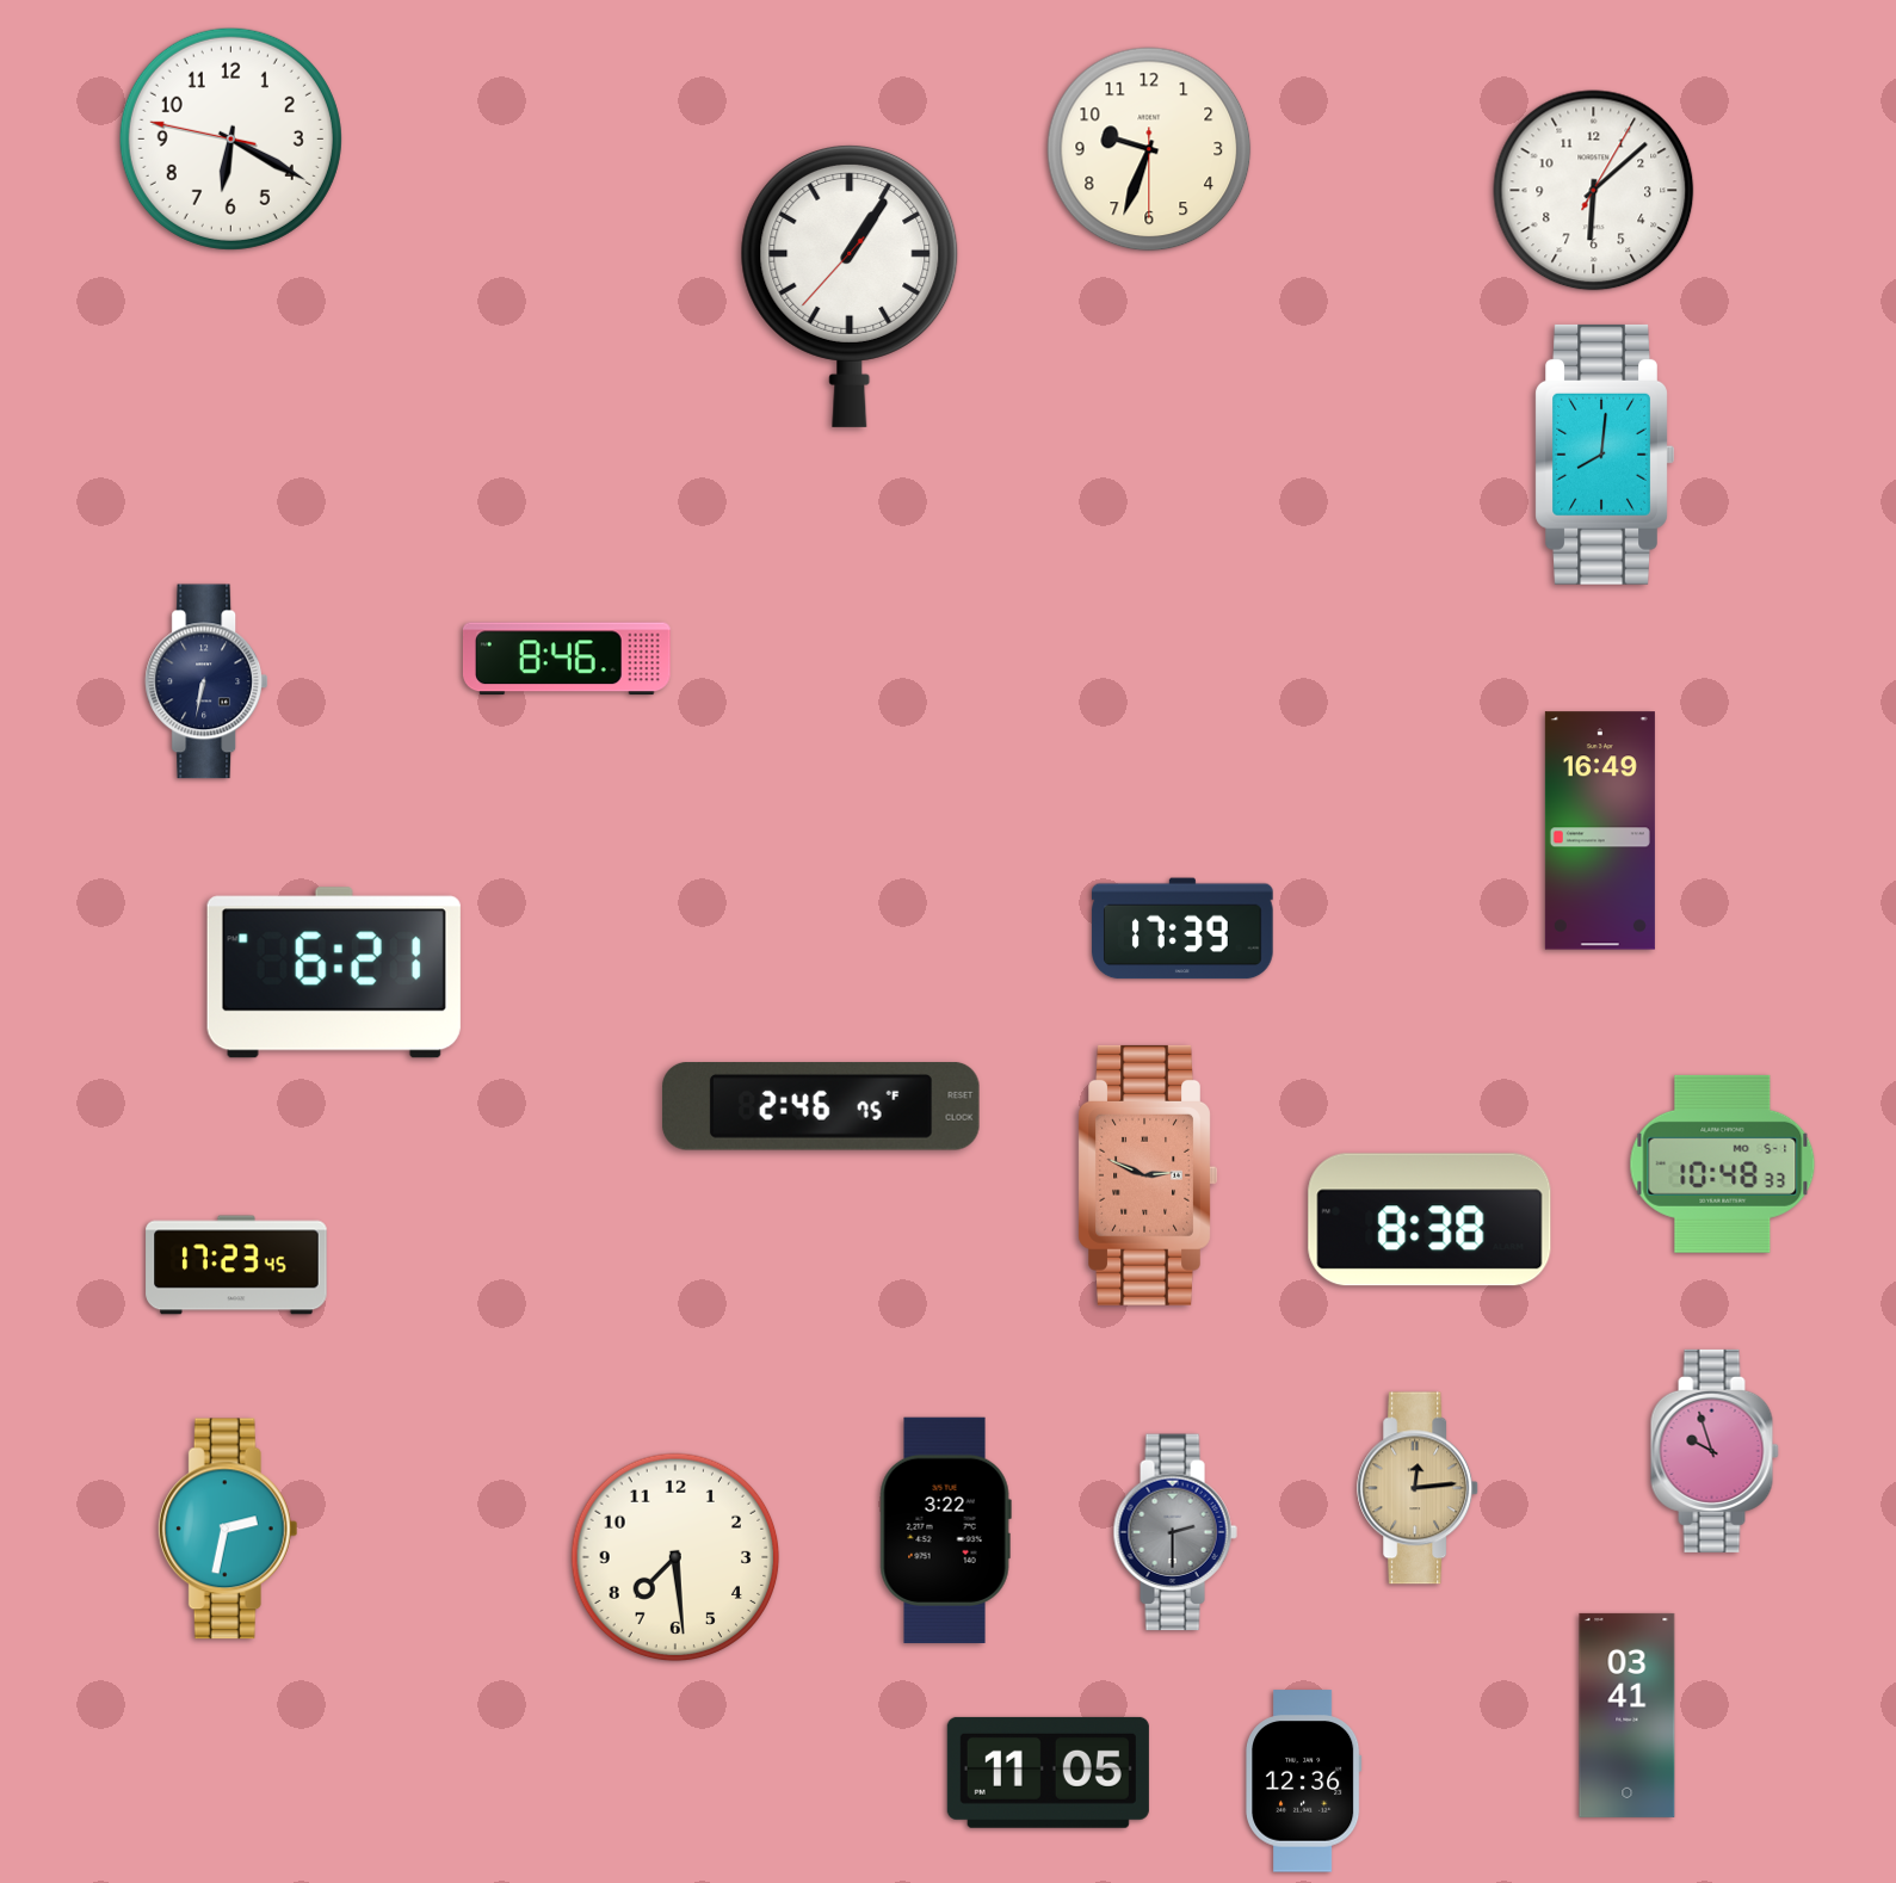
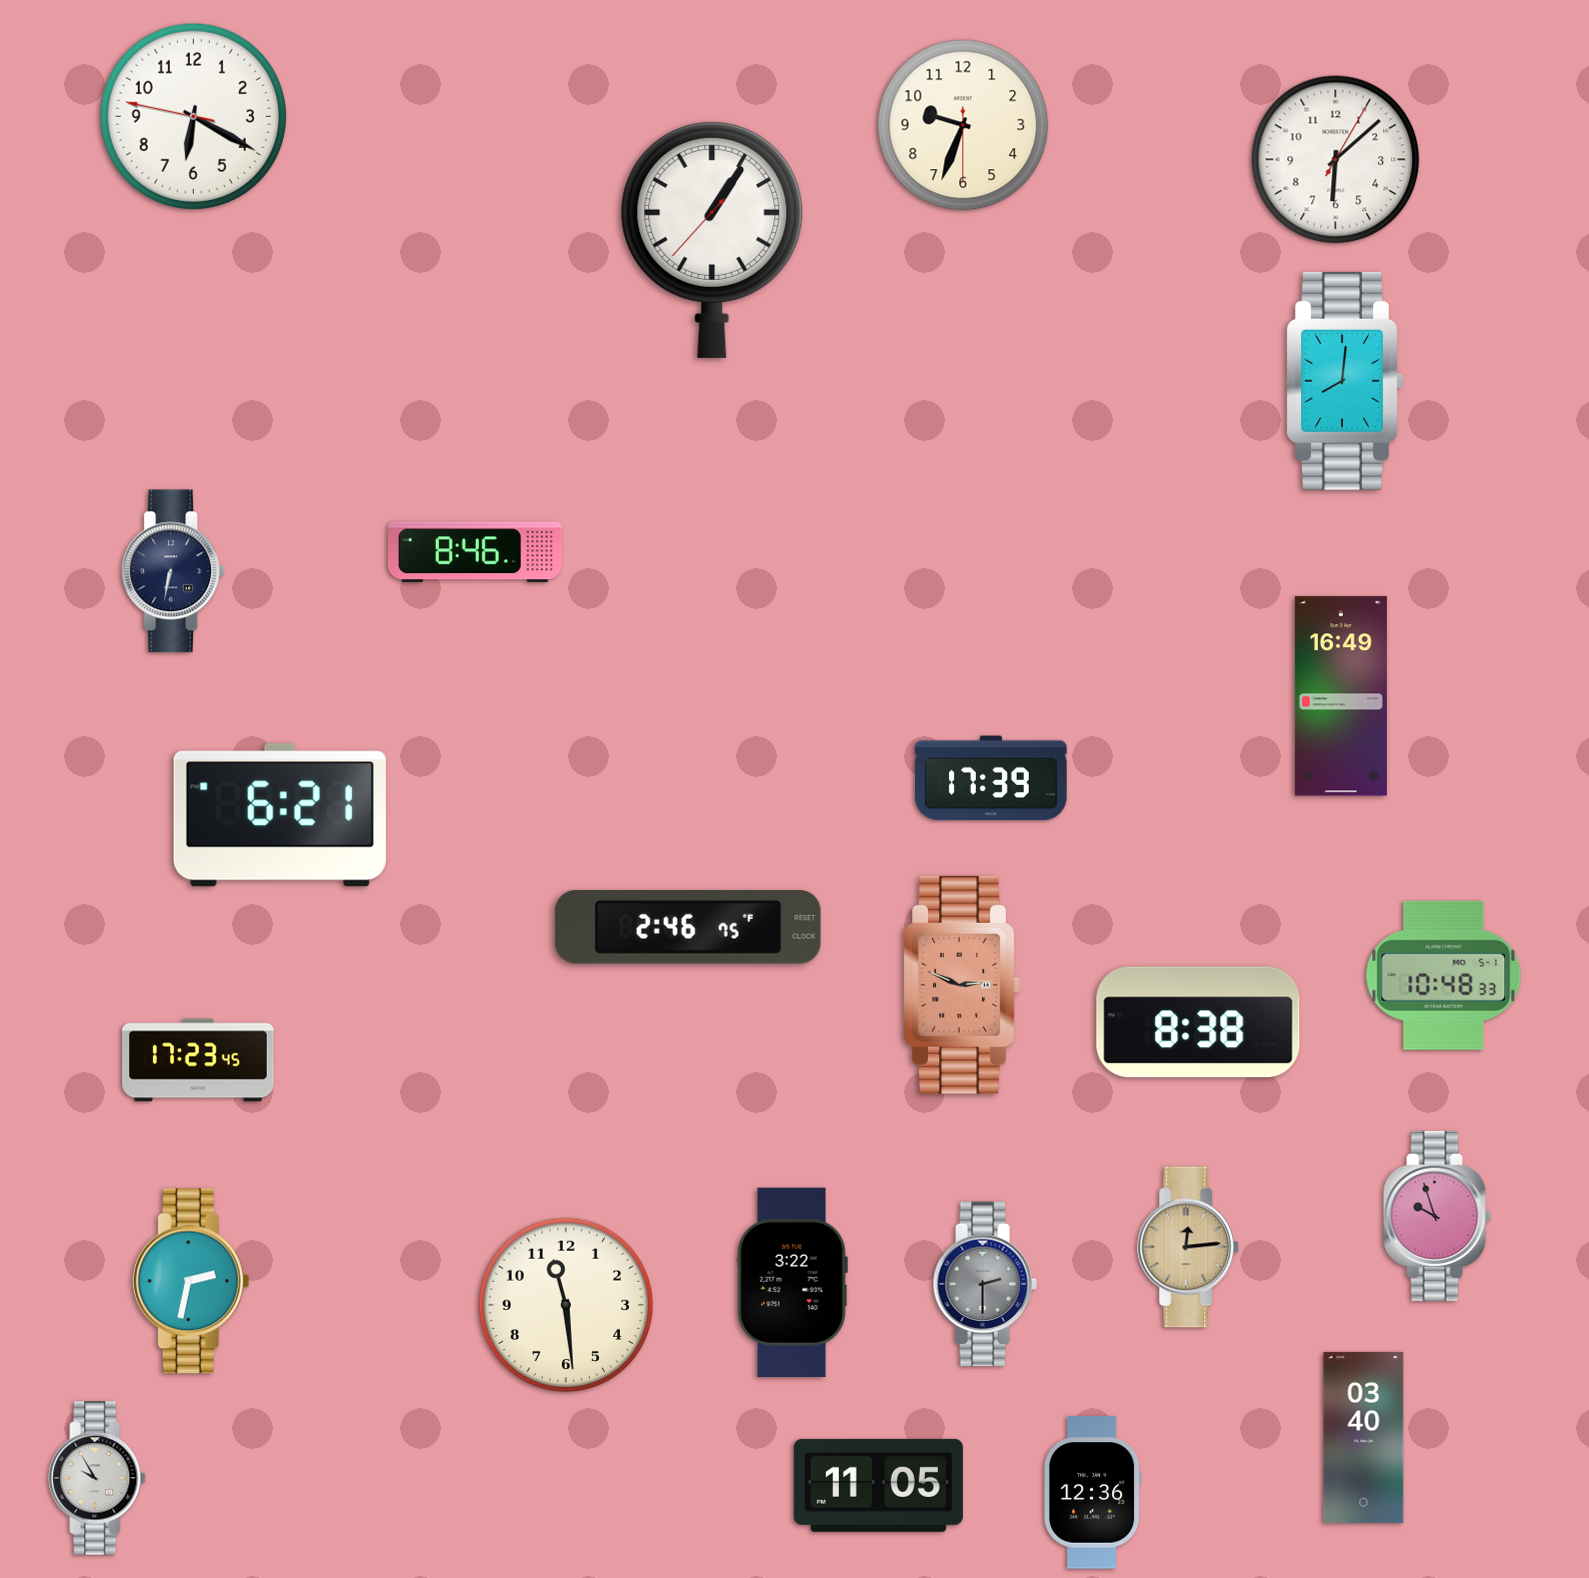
clock at (675, 1557): 7:29 -> 11:29
clock at (1628, 1715): 03:41 -> 03:40
clock at (97, 1478): none -> 9:55
